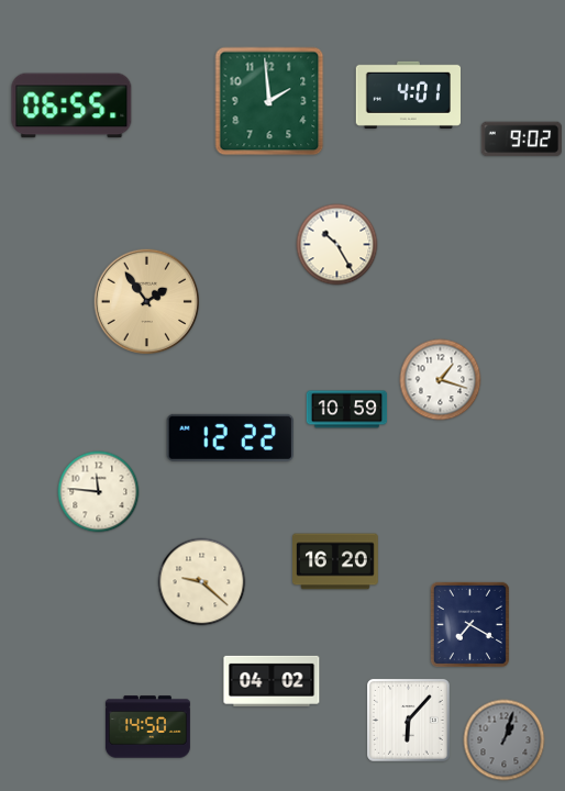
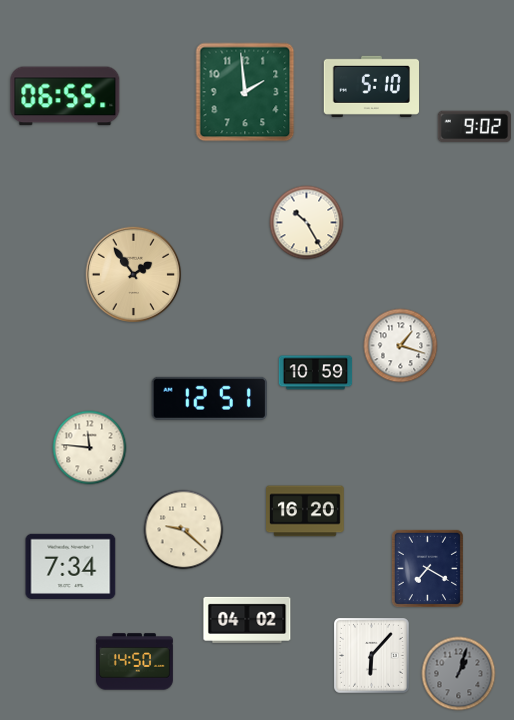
clock at (408, 94): 4:01 -> 5:10
clock at (230, 437): 12:22 -> 12:51
clock at (71, 566): none -> 7:34
